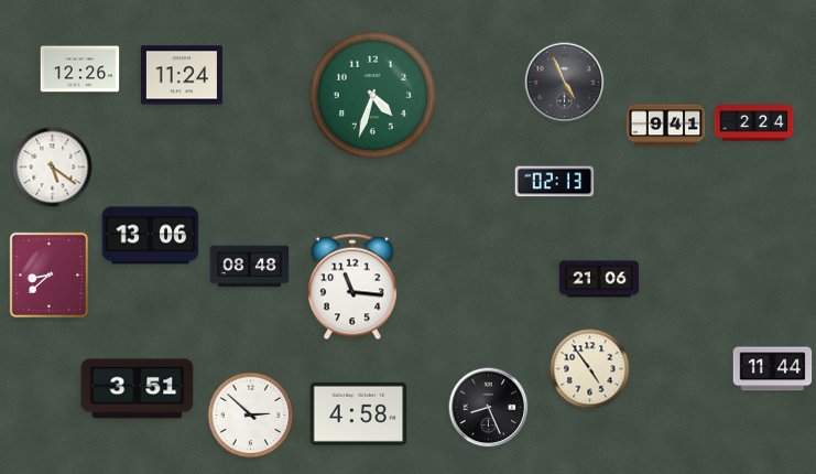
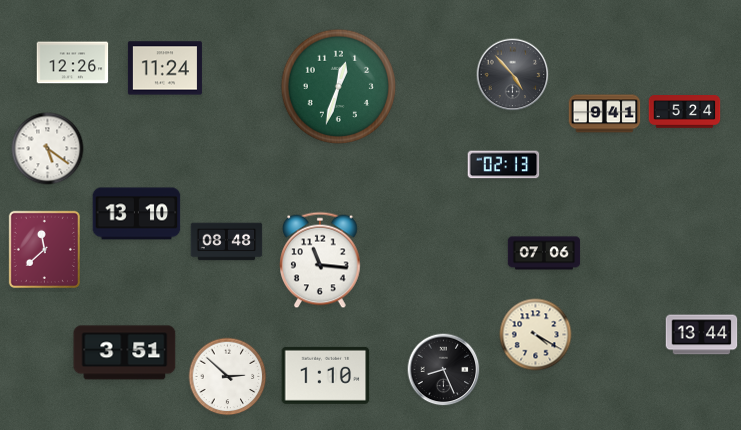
clock at (565, 83): 4:56 -> 4:53
clock at (373, 96): 4:33 -> 12:33
clock at (754, 123): 2:24 -> 5:24
clock at (53, 168) position: (53, 168) -> (48, 149)
clock at (151, 236): 13:06 -> 13:10
clock at (48, 274): 8:38 -> 11:38
clock at (599, 279): 21:06 -> 07:06
clock at (590, 369): 4:54 -> 4:20
clock at (773, 369): 11:44 -> 13:44
clock at (359, 413): 4:58 -> 1:10
